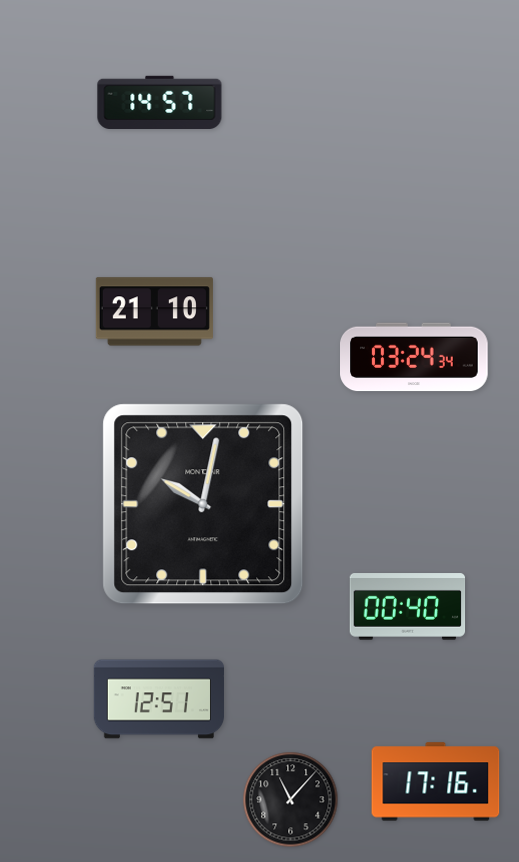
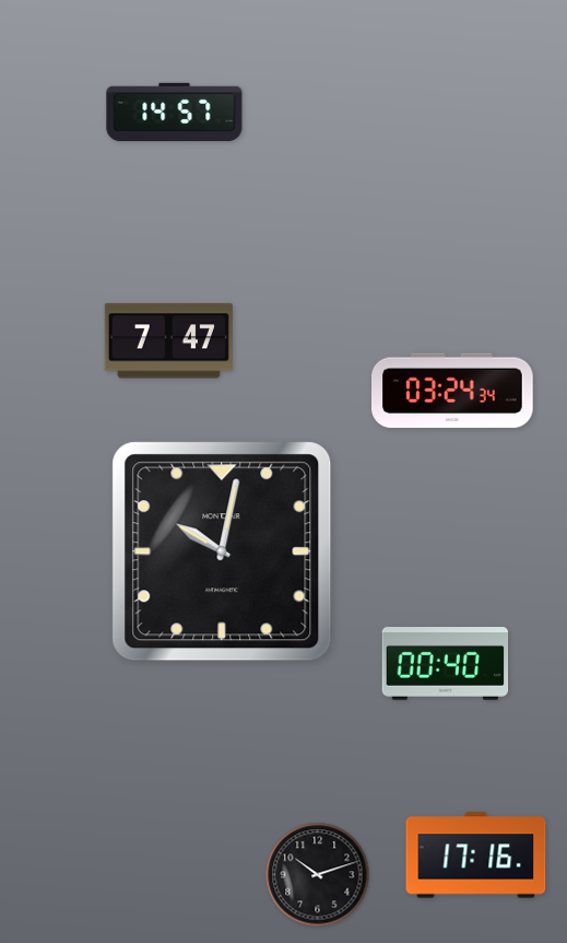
clock at (154, 312): 21:10 -> 7:47
clock at (158, 699): 12:51 -> none
clock at (291, 800): 11:07 -> 10:12
